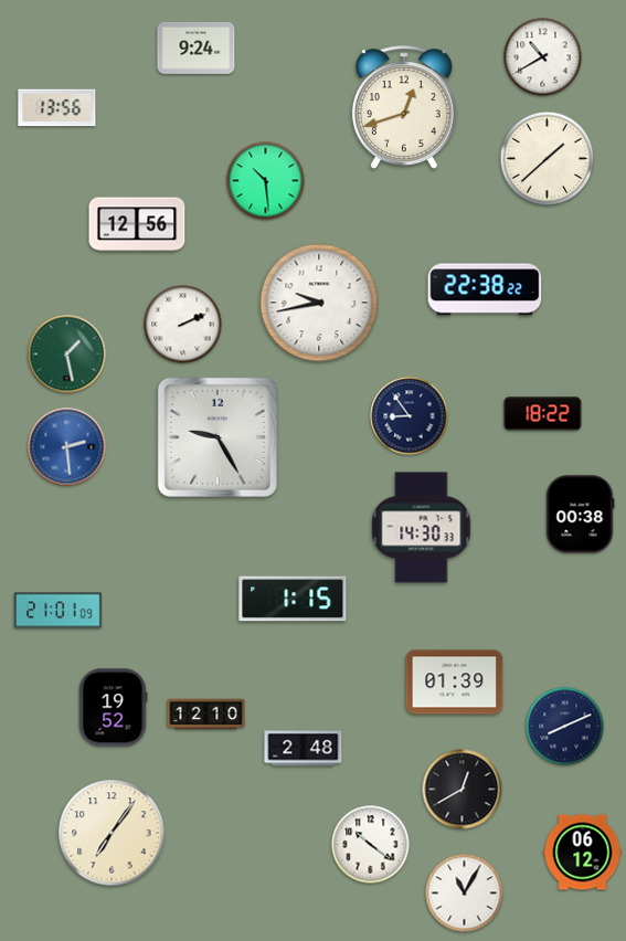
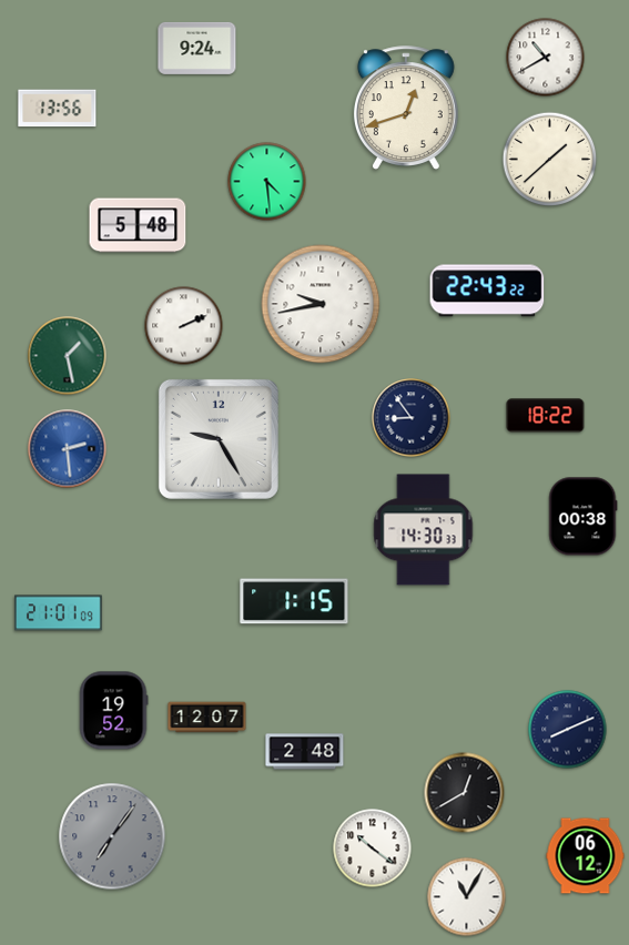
clock at (266, 181): 10:29 -> 4:29
clock at (137, 224): 12:56 -> 5:48
clock at (485, 289): 22:38 -> 22:43
clock at (455, 683): 01:39 -> none
clock at (206, 715): 12:10 -> 12:07
clock at (112, 833) dial: cream -> grey
